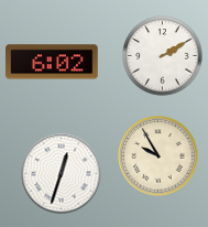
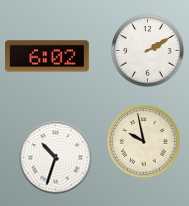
clock at (158, 156): 9:55 -> 9:58
clock at (62, 174): 12:33 -> 10:33
